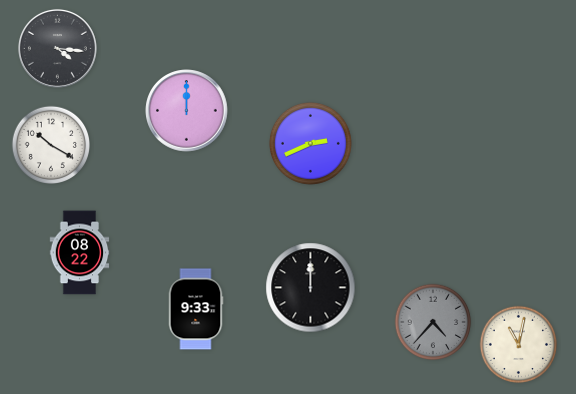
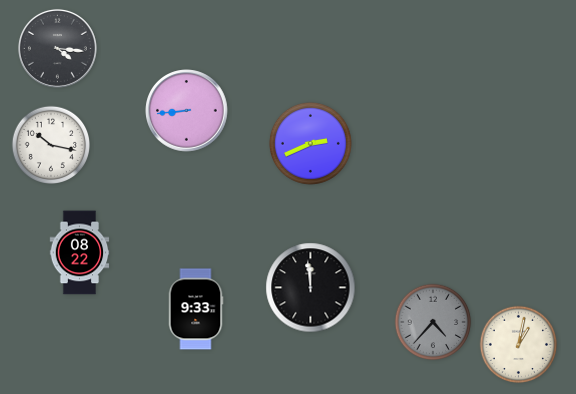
clock at (187, 111): 12:00 -> 8:44
clock at (50, 144): 10:20 -> 10:17
clock at (311, 288): 12:00 -> 11:59
clock at (519, 345): 11:02 -> 1:02
